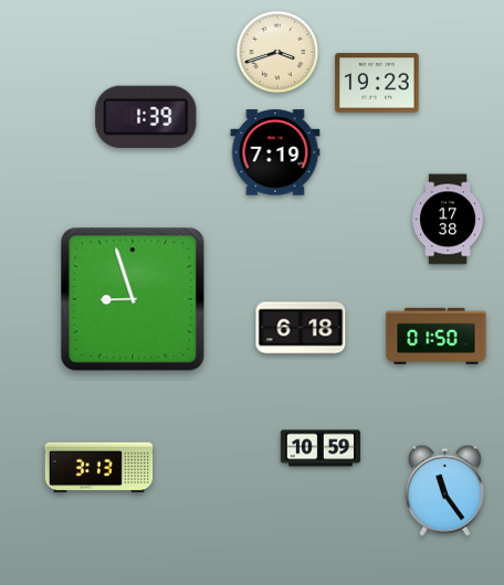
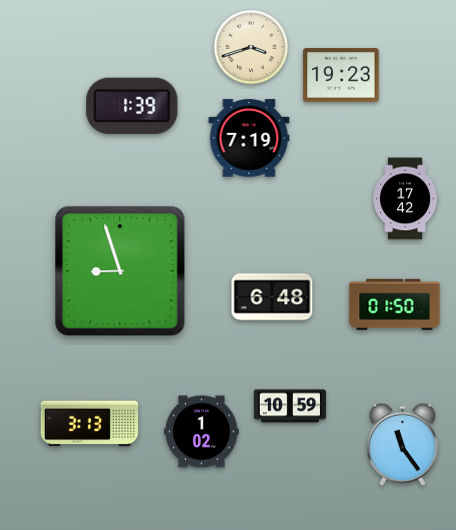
clock at (449, 220): 17:38 -> 17:42
clock at (301, 328): 6:18 -> 6:48
clock at (202, 432): none -> 1:02
